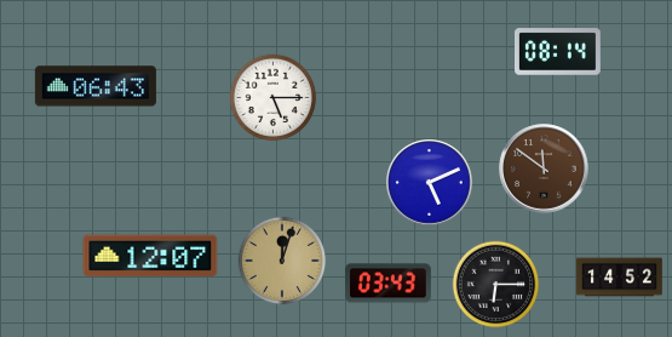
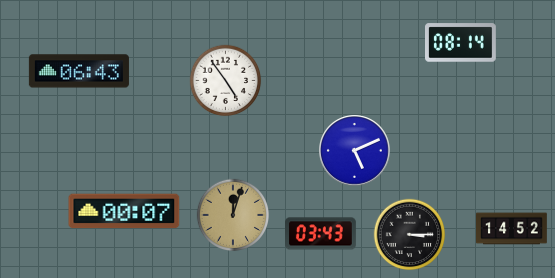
clock at (274, 98): 5:15 -> 4:54
clock at (544, 168): 11:51 -> none
clock at (150, 256): 12:07 -> 00:07
clock at (496, 285): 6:15 -> 3:15
